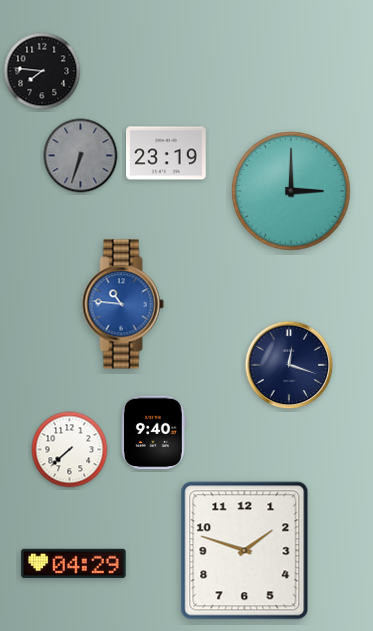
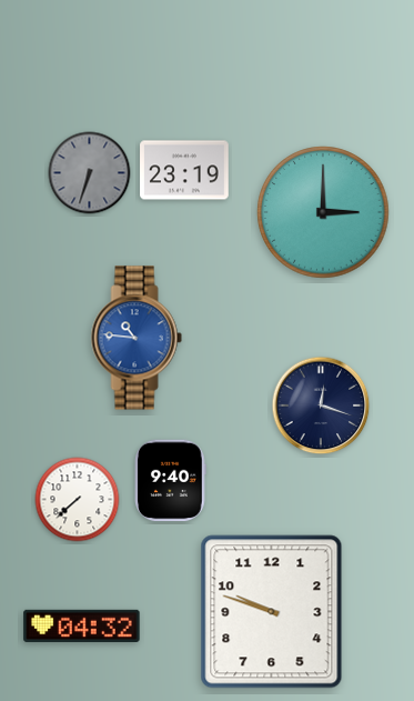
clock at (42, 71): 7:46 -> none
clock at (245, 551): 1:48 -> 9:48
clock at (74, 563): 04:29 -> 04:32
